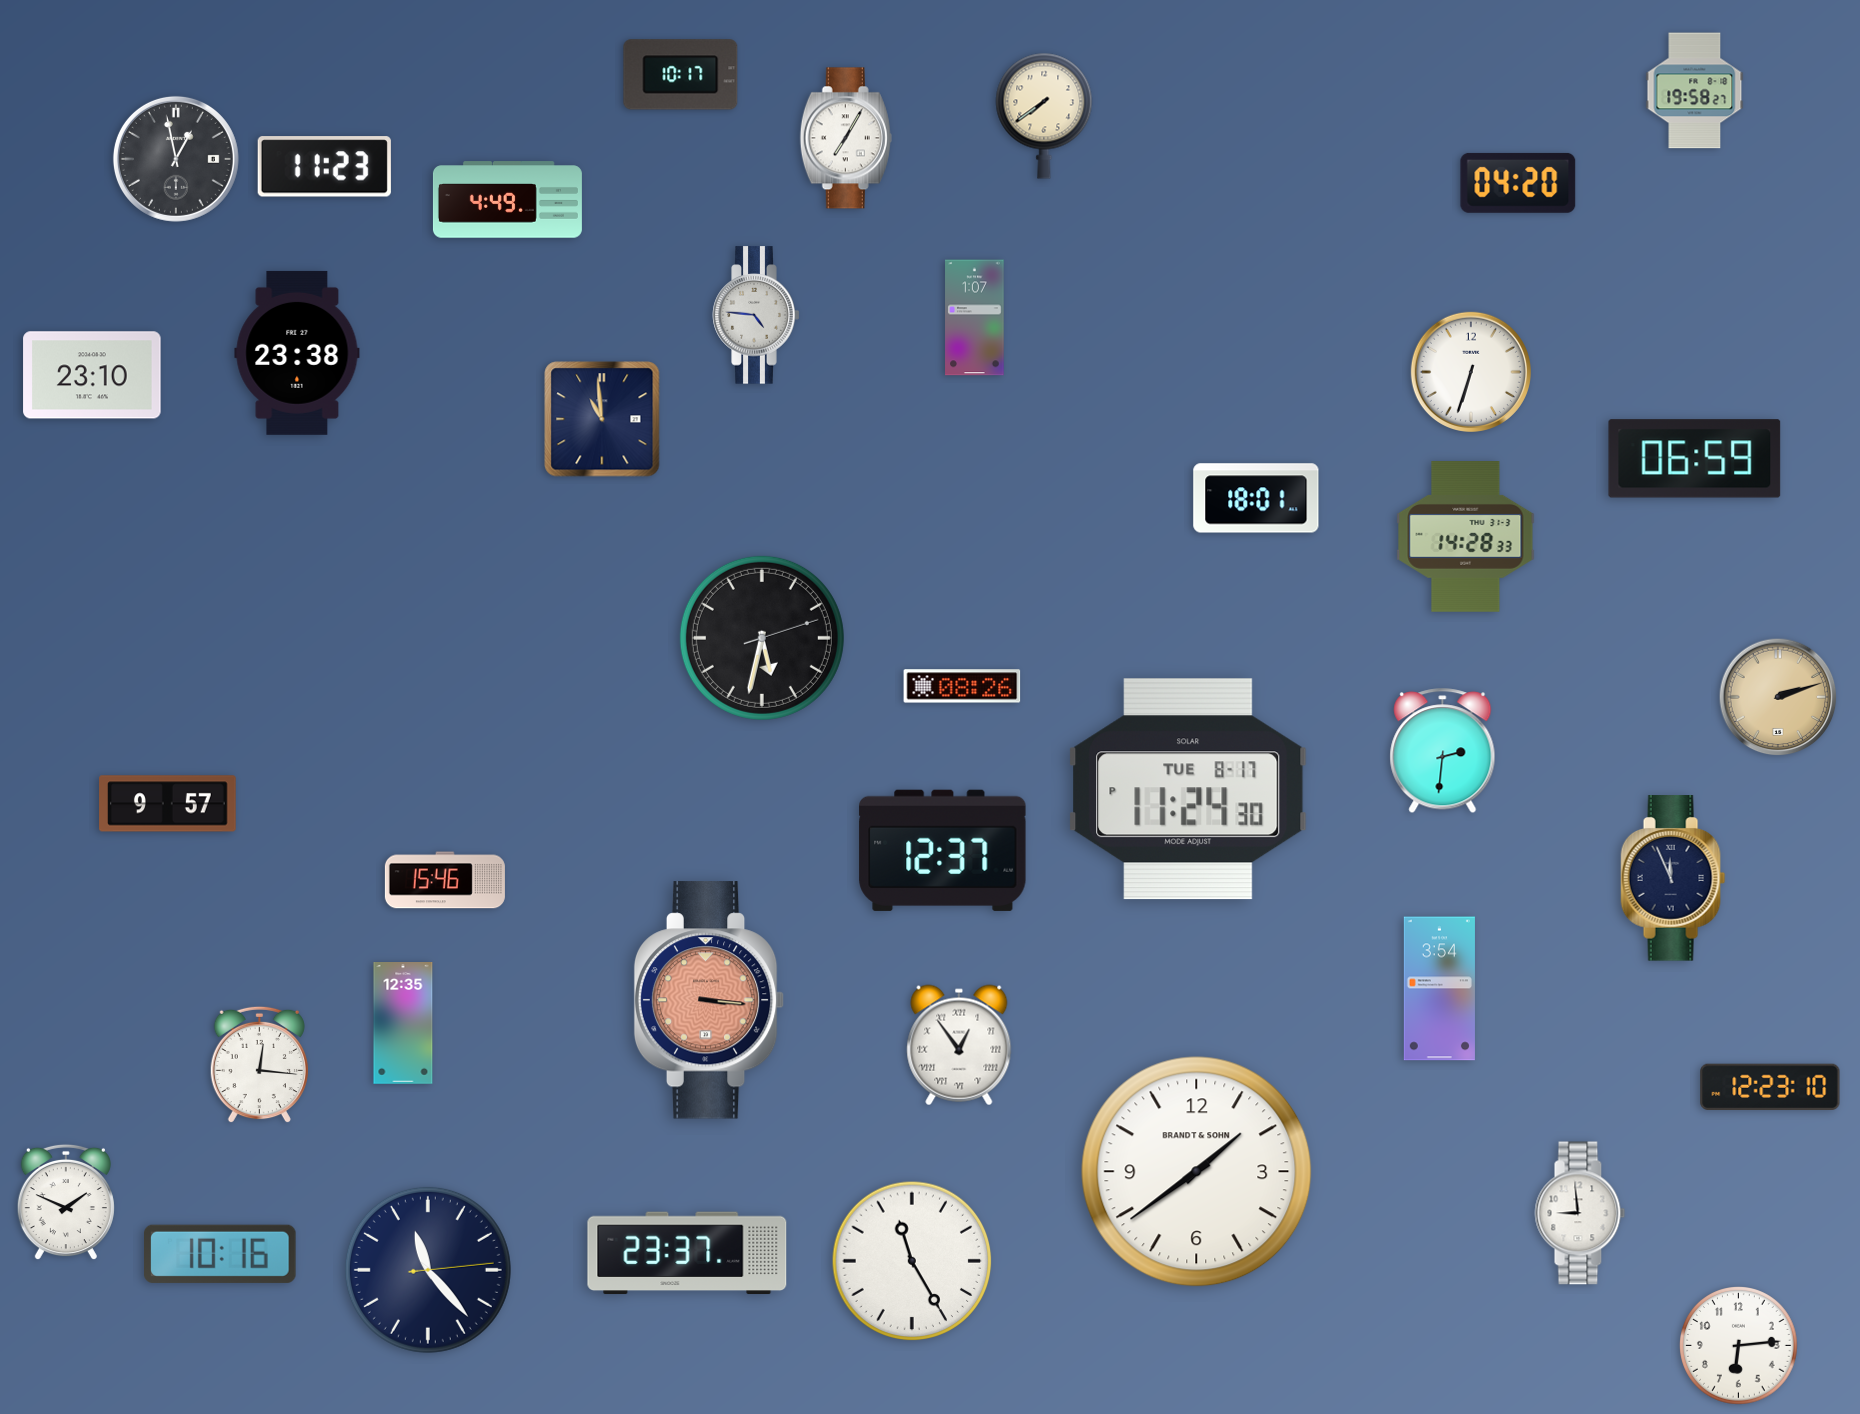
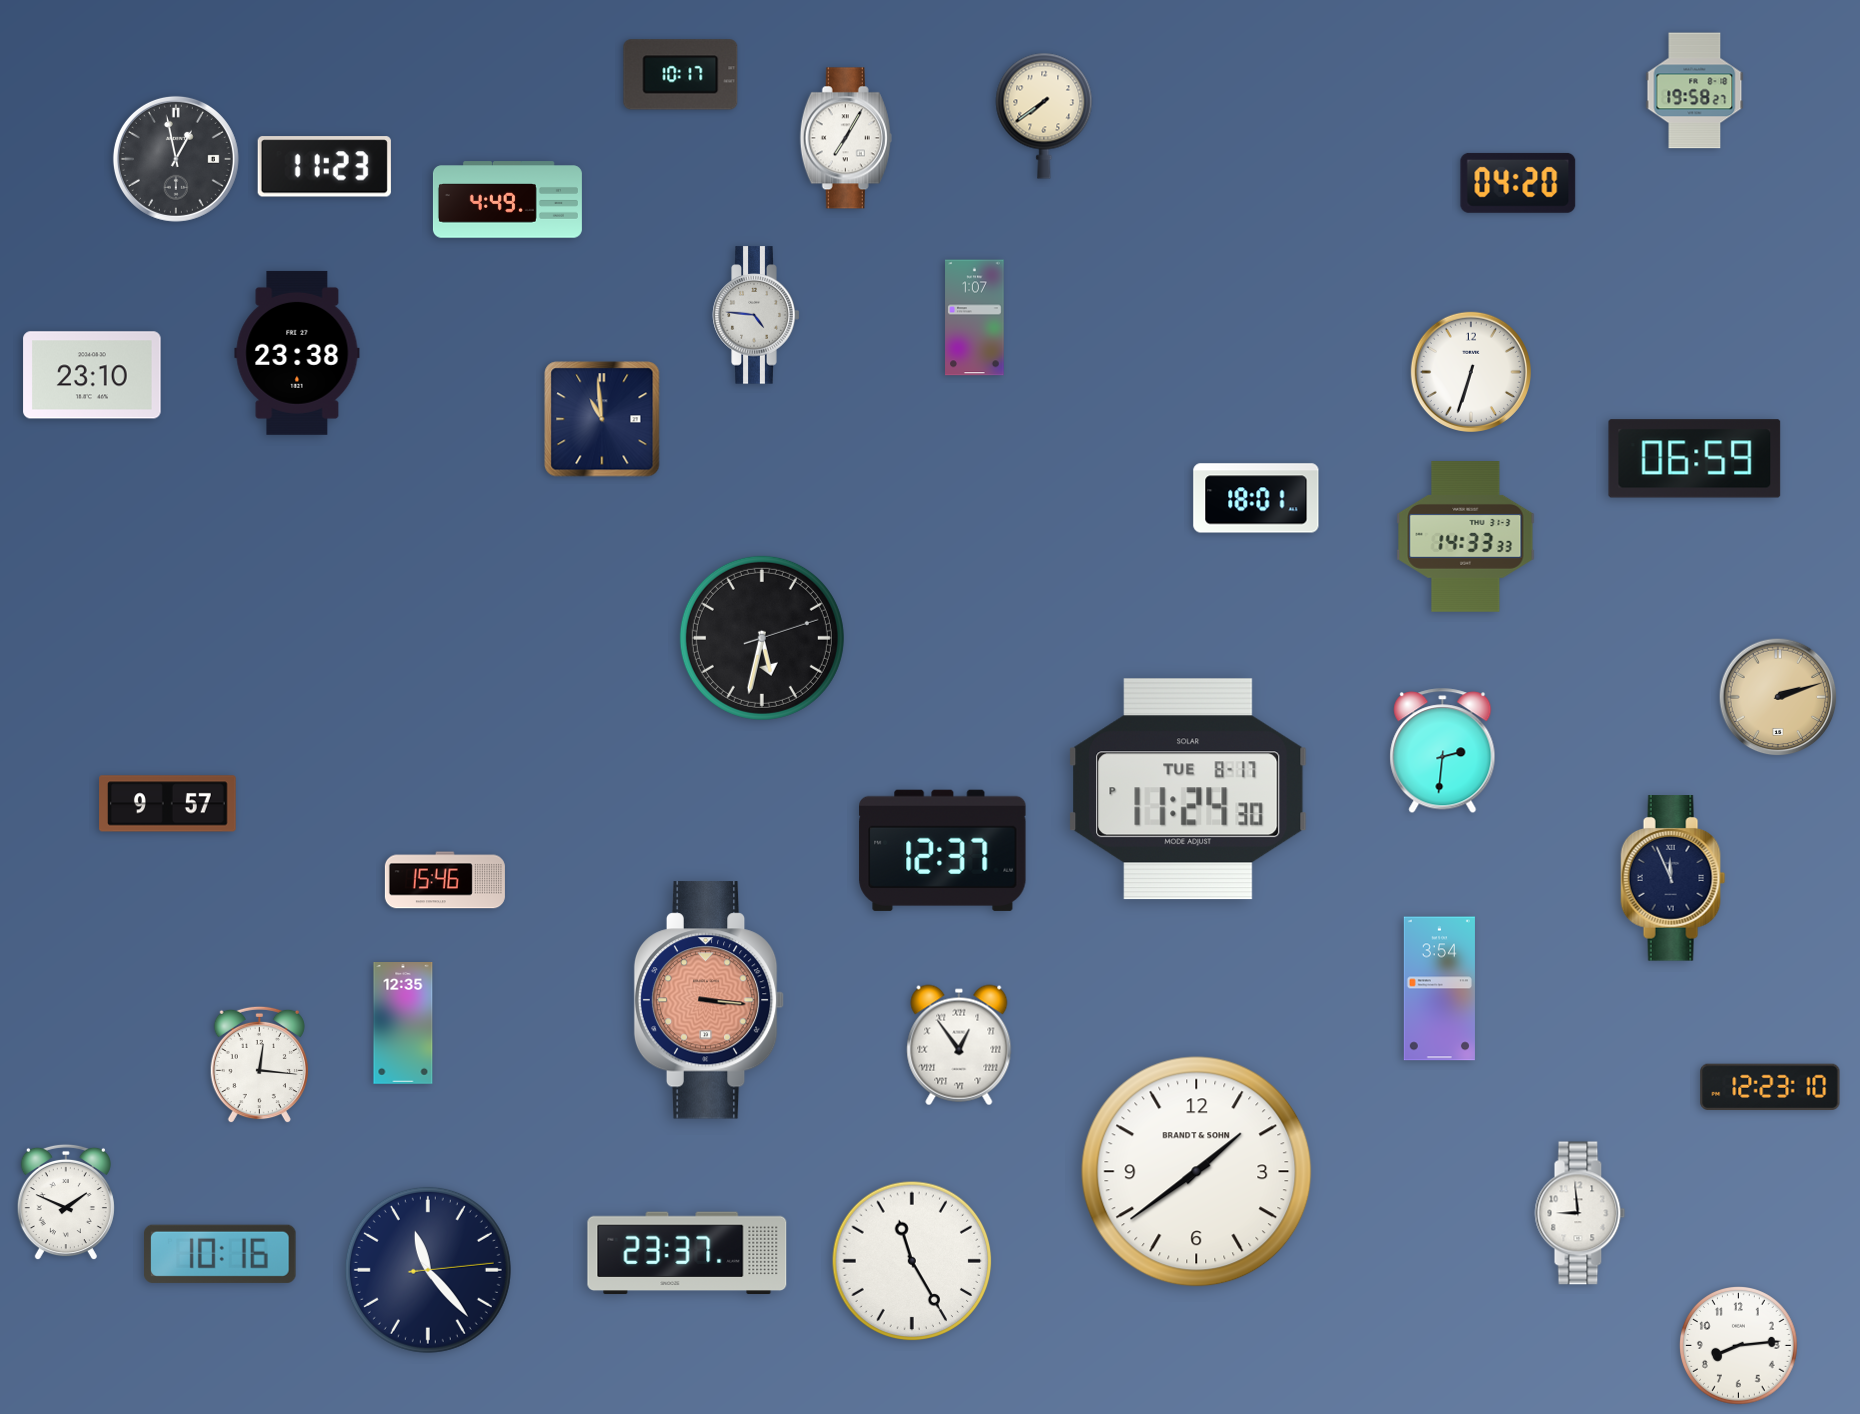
clock at (1466, 537): 14:28 -> 14:33
clock at (962, 686): 08:26 -> none
clock at (1739, 1346): 6:14 -> 8:14
